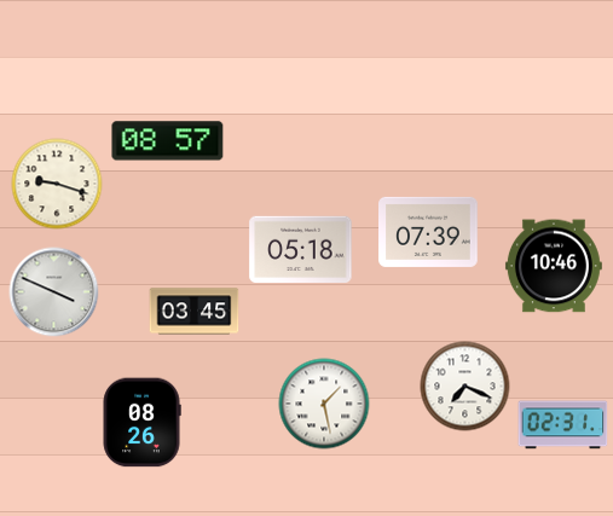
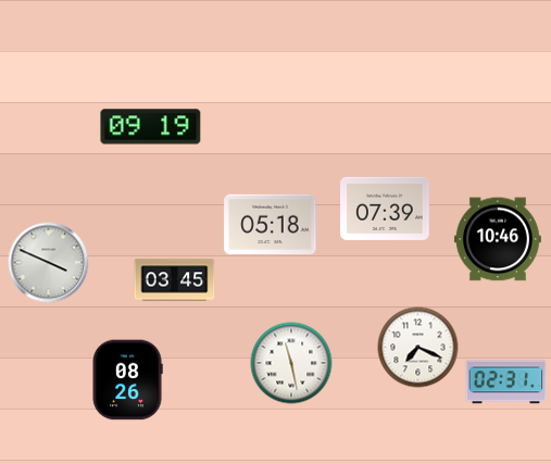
clock at (168, 141): 08:57 -> 09:19
clock at (57, 184): 9:18 -> none
clock at (324, 404): 1:28 -> 11:28
